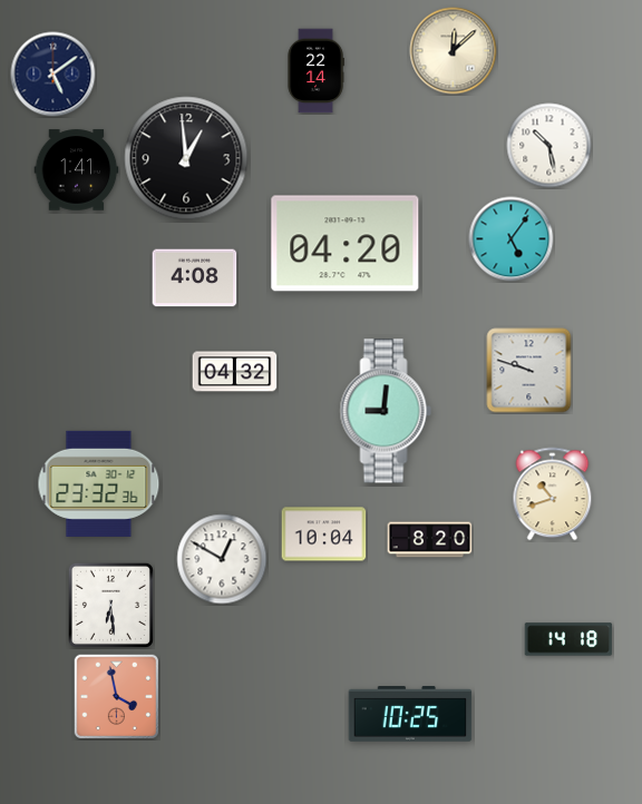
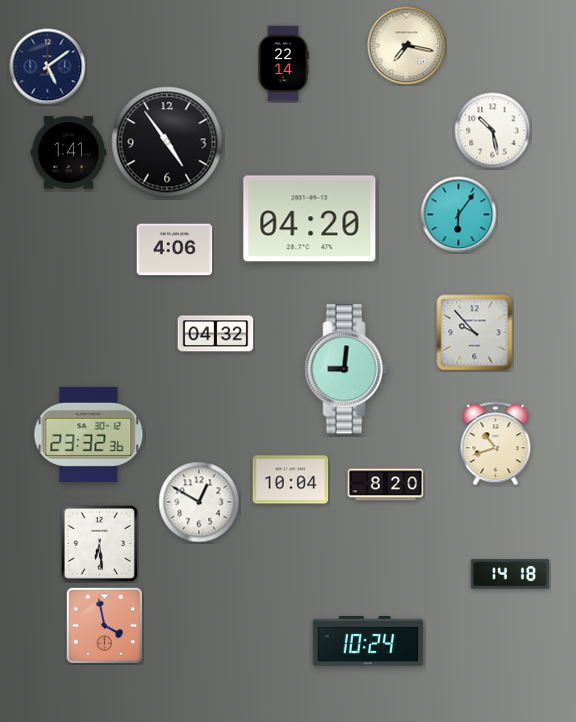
clock at (454, 51): 12:08 -> 7:17
clock at (186, 158): 12:59 -> 4:54
clock at (512, 239): 5:06 -> 6:06
clock at (195, 278): 4:08 -> 4:06
clock at (529, 371): 9:48 -> 9:53
clock at (235, 372) position: (235, 372) -> (216, 334)
clock at (410, 714): 10:25 -> 10:24
